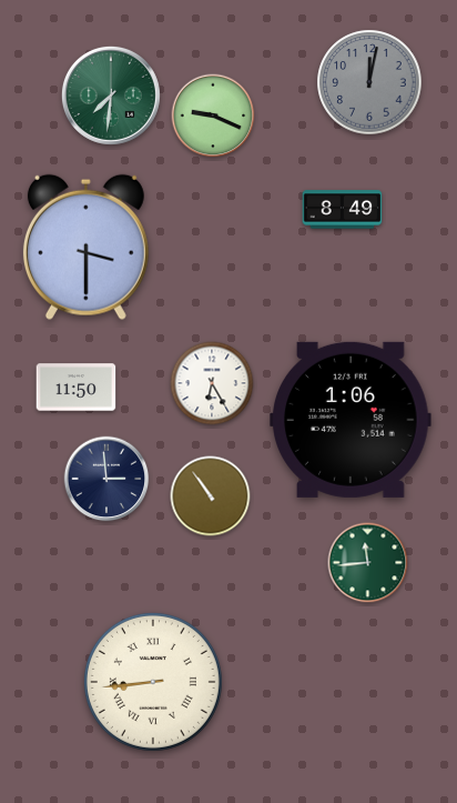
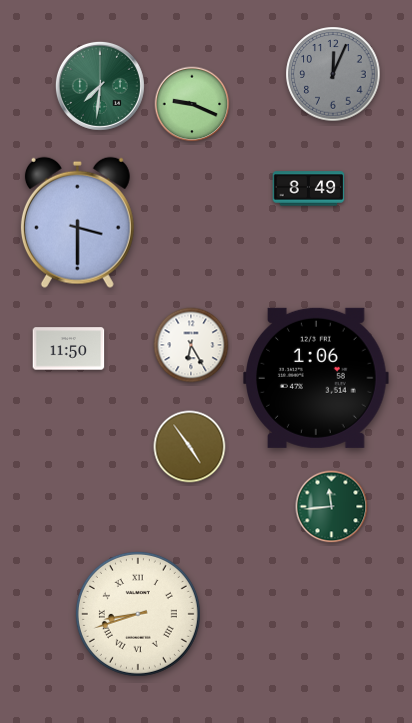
clock at (369, 82): 12:02 -> 12:04
clock at (106, 479): 2:59 -> none
clock at (211, 496): 10:54 -> 4:54
clock at (153, 682): 8:44 -> 8:42
